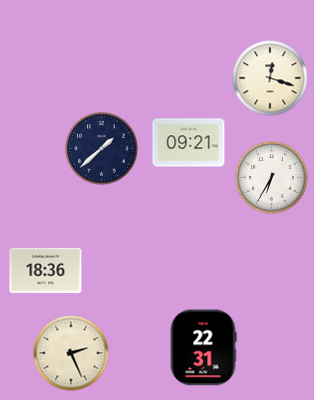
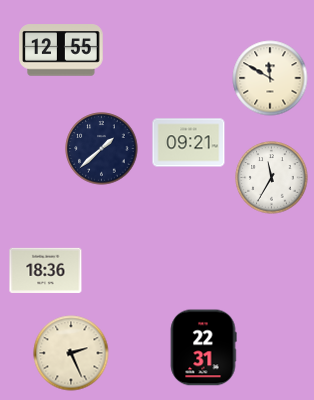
clock at (62, 50): none -> 12:55
clock at (270, 78): 12:18 -> 11:50
clock at (272, 178): 6:35 -> 11:35
